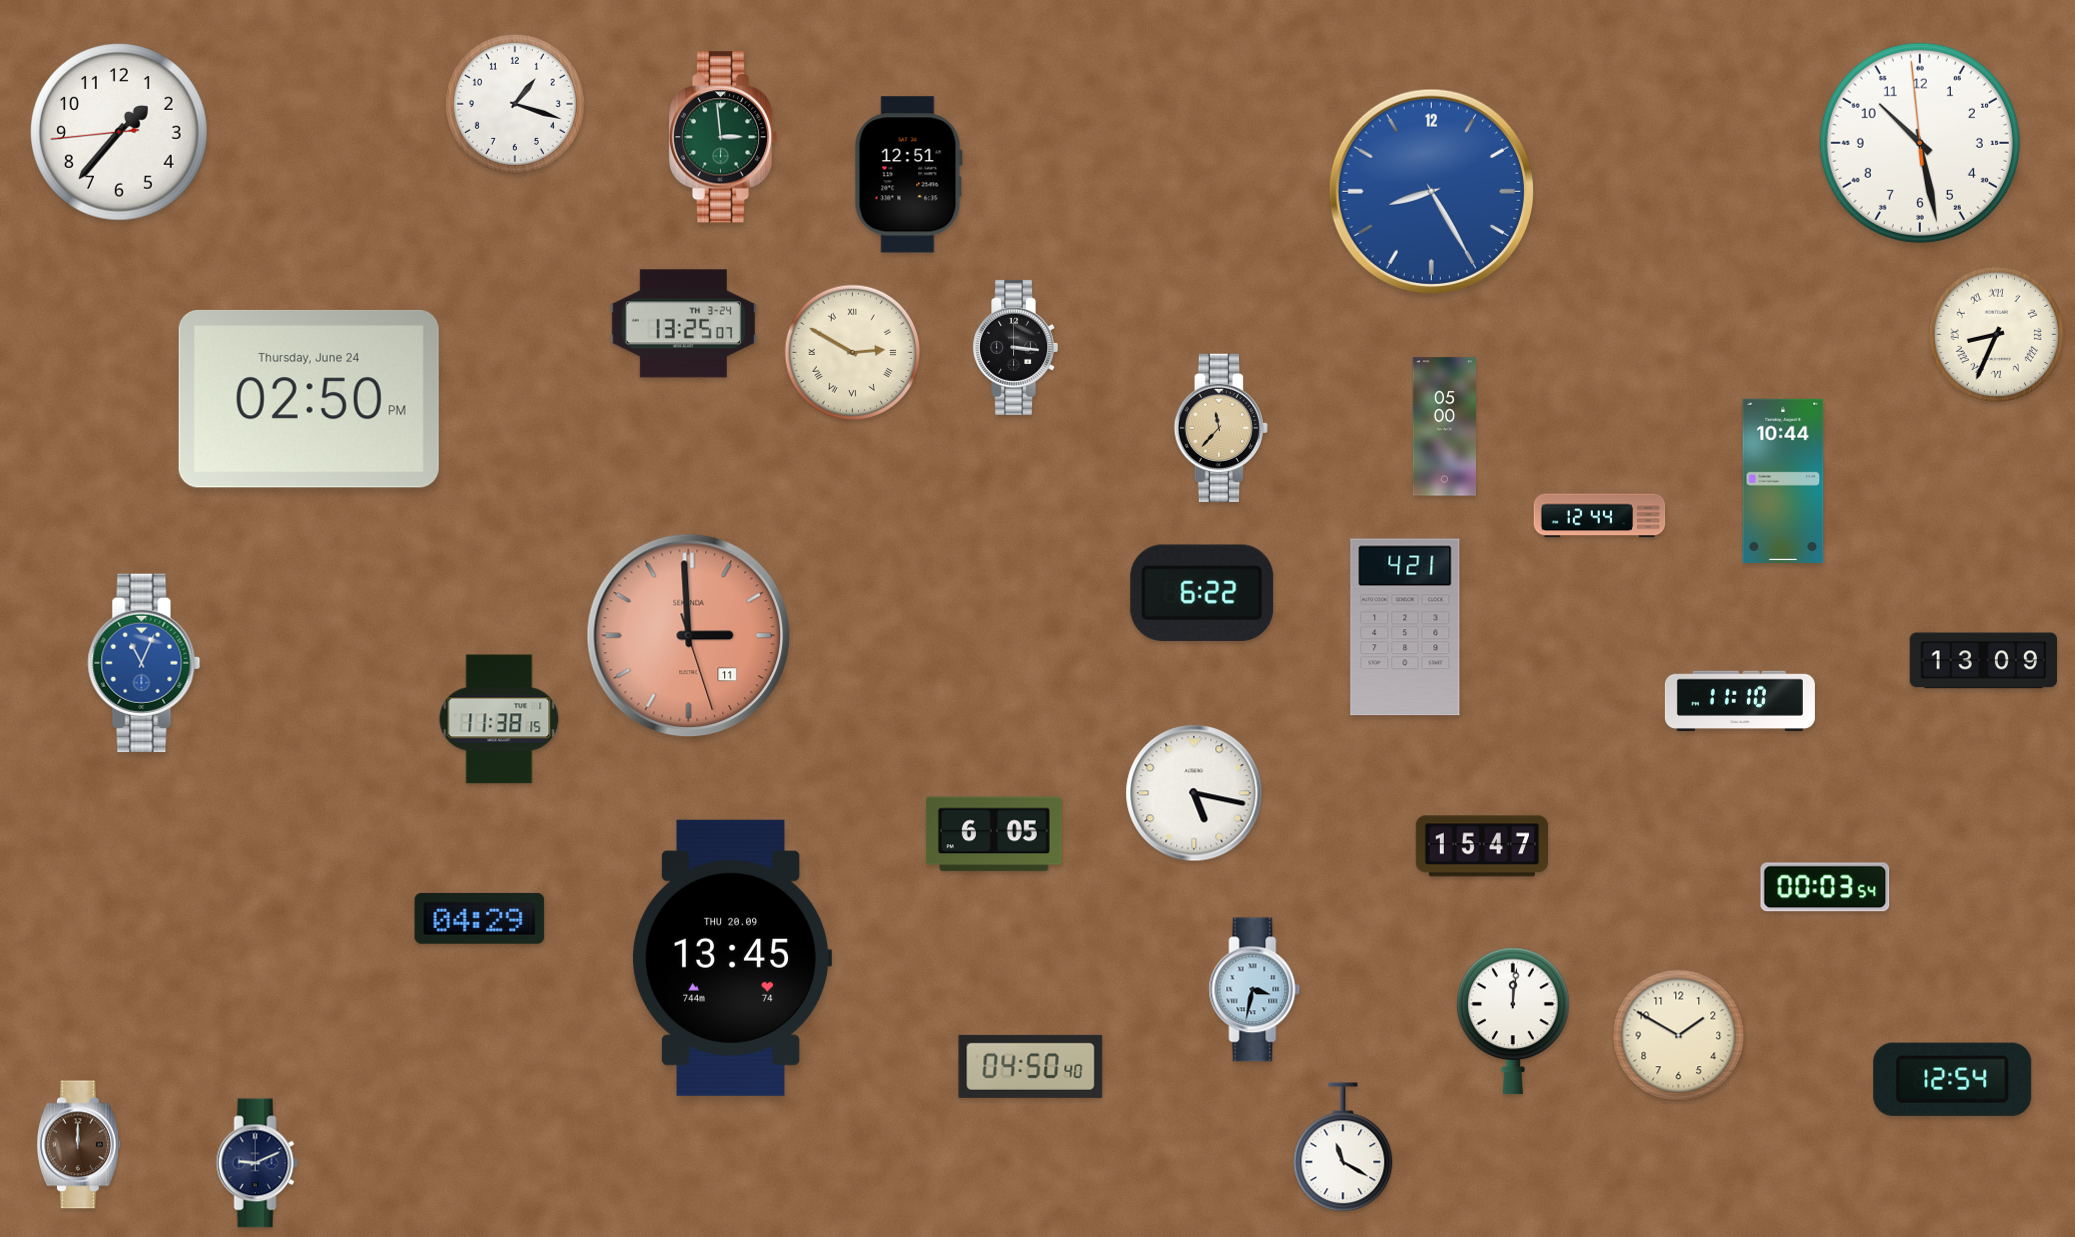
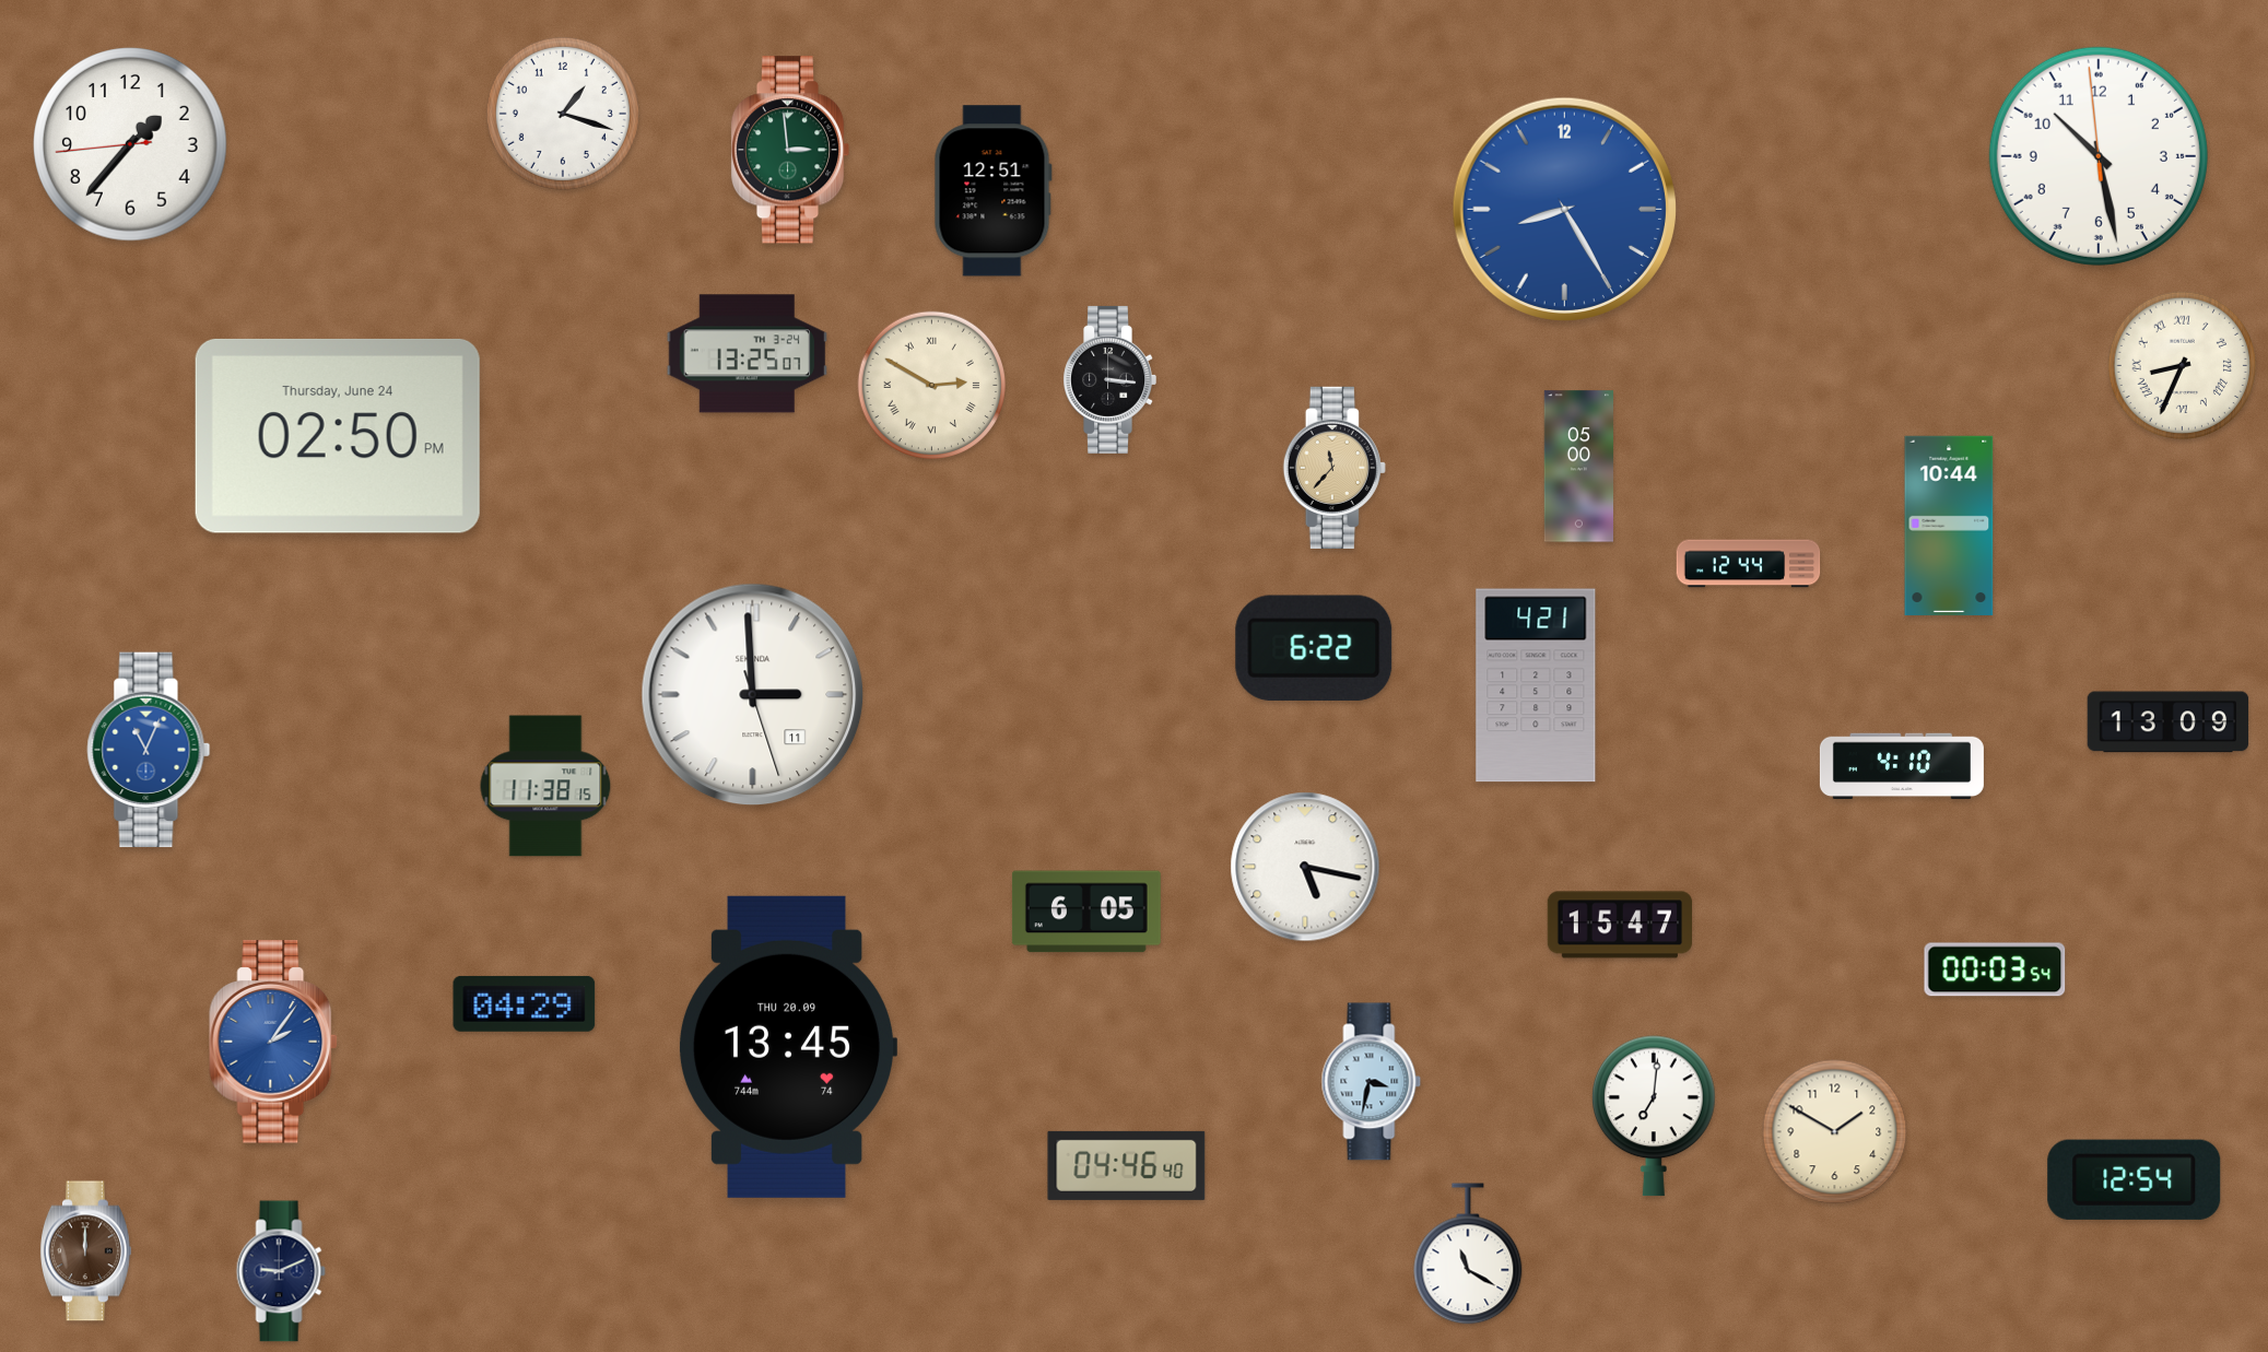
clock at (689, 636) dial: salmon -> white
clock at (144, 663) position: (144, 663) -> (149, 750)
clock at (1740, 701): 11:10 -> 4:10
clock at (274, 1042): none -> 2:06
clock at (732, 958) position: (732, 958) -> (788, 1047)
clock at (1514, 1021): 12:01 -> 7:01
clock at (1031, 1066): 04:50 -> 04:46
